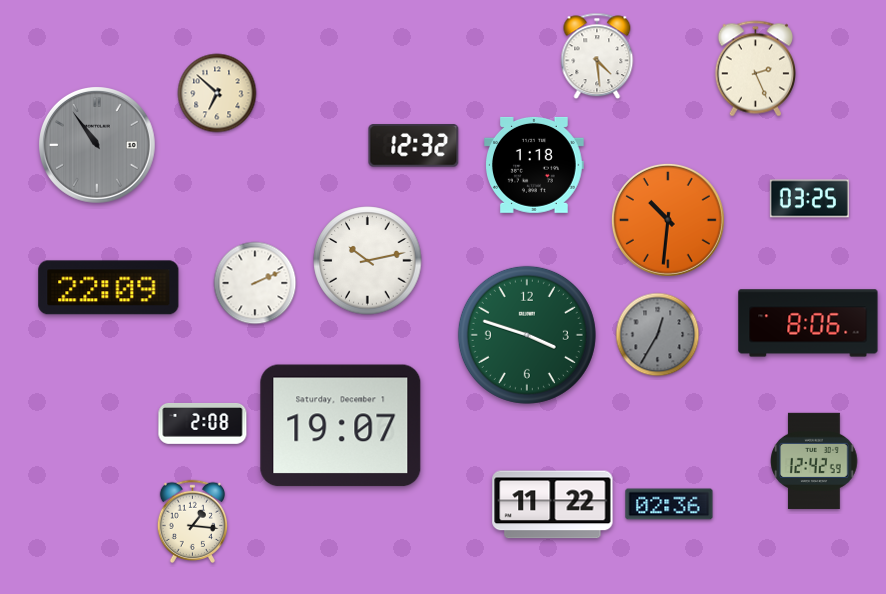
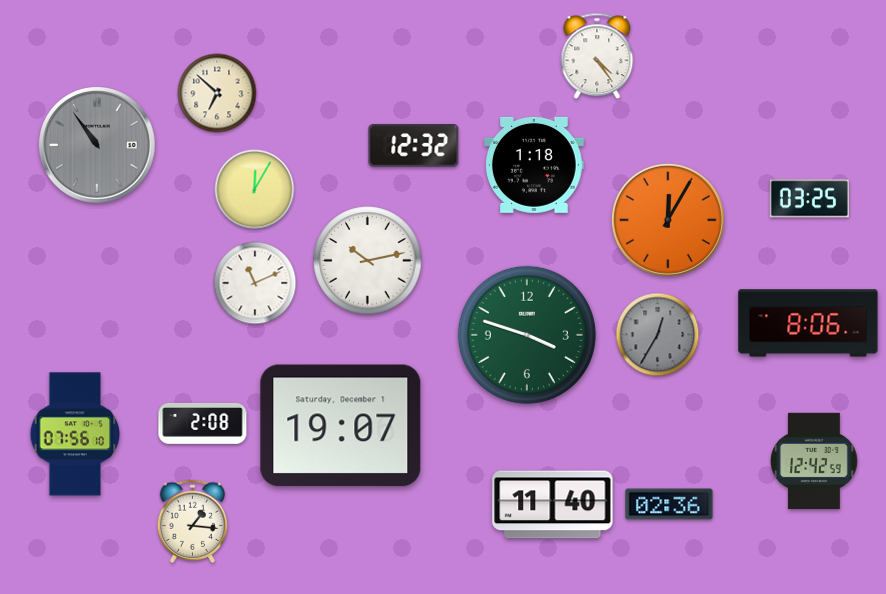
clock at (597, 56): 4:29 -> 4:24
clock at (755, 69): 2:26 -> none
clock at (255, 190): none -> 12:05
clock at (668, 220): 10:31 -> 12:05
clock at (255, 283): 2:11 -> 11:11
clock at (109, 288): 22:09 -> none
clock at (75, 434): none -> 07:56
clock at (553, 505): 11:22 -> 11:40
